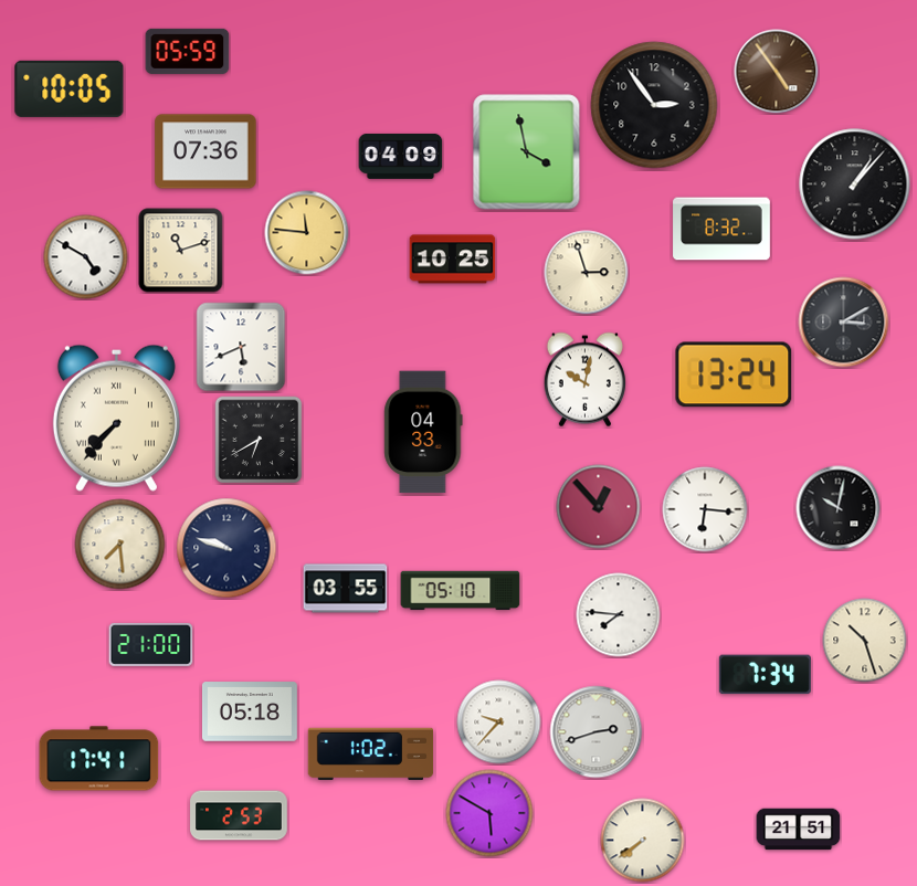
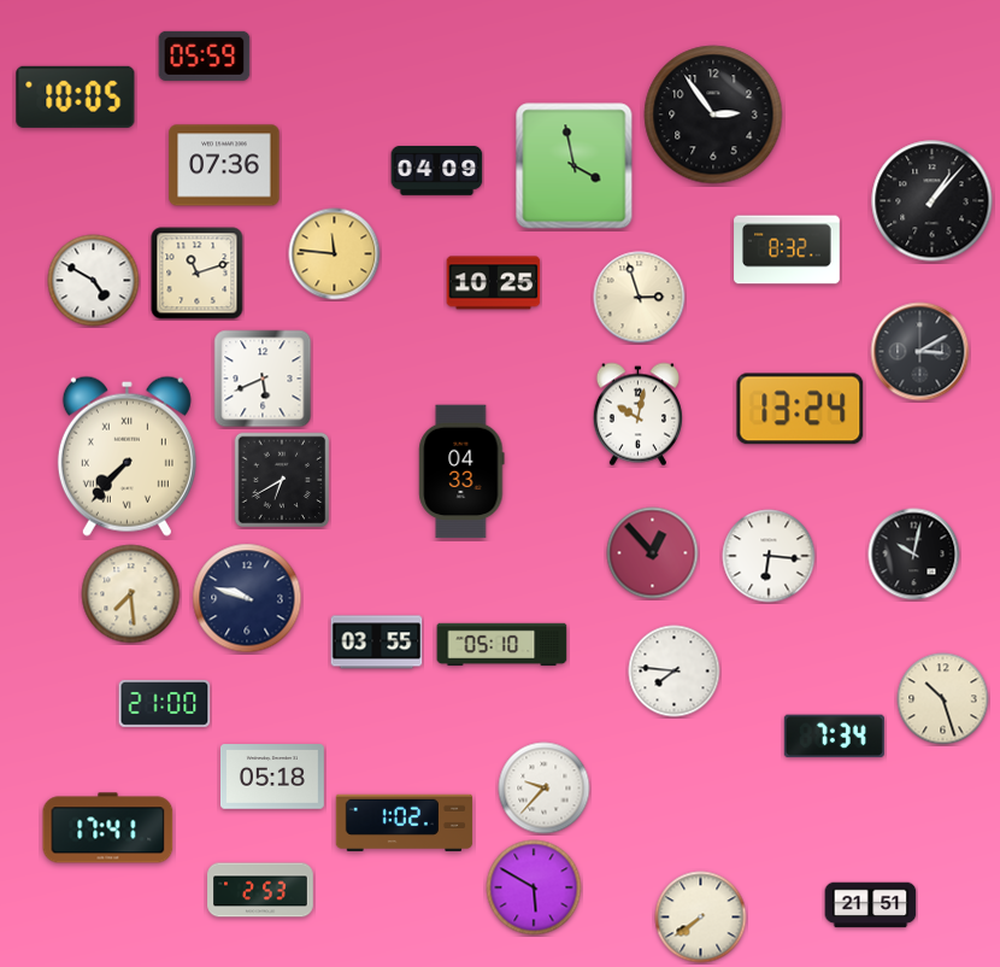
clock at (777, 72): 4:54 -> none
clock at (597, 732): 2:42 -> none
